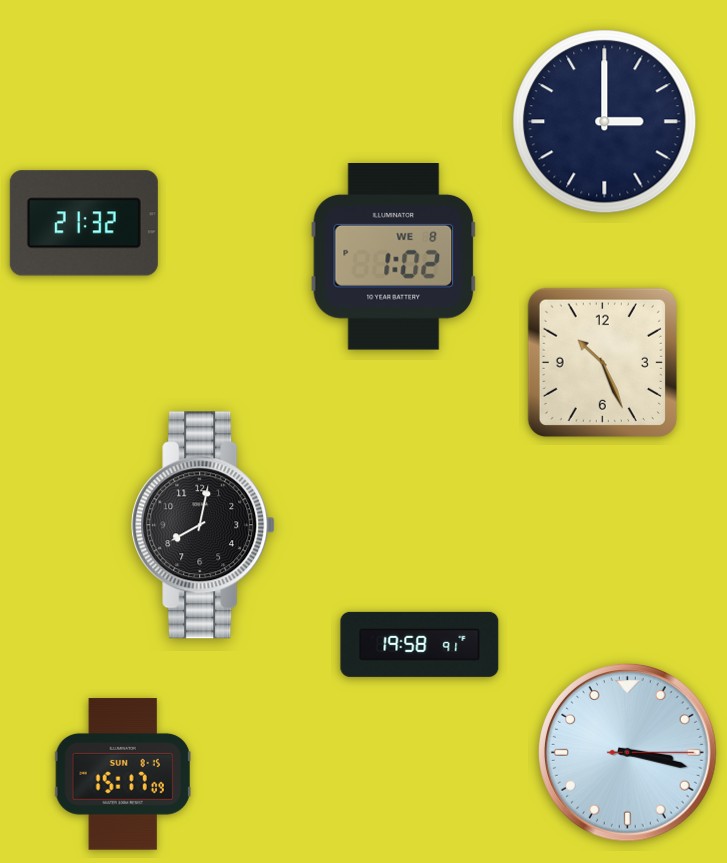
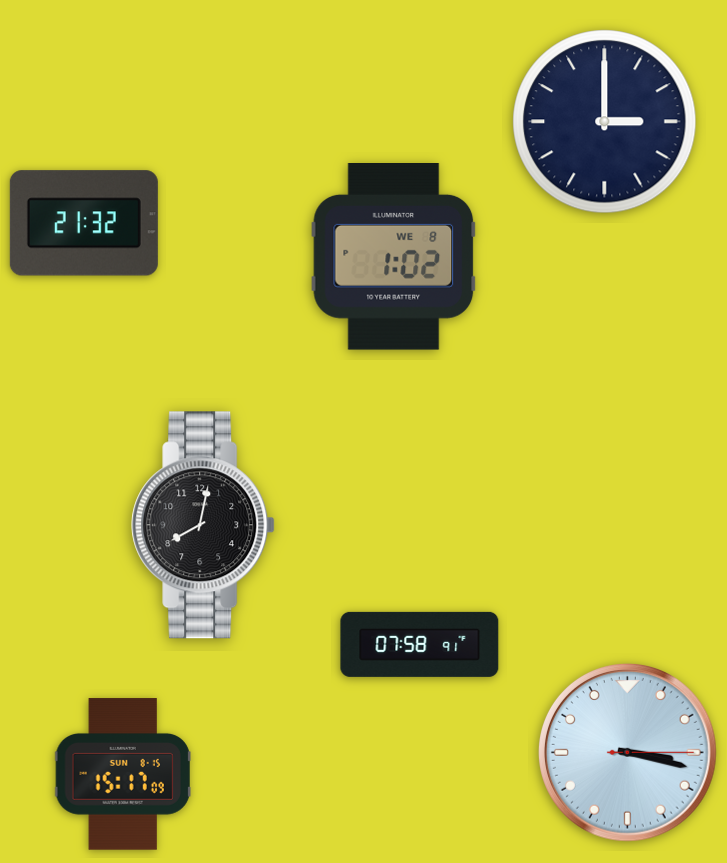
clock at (602, 362): 10:26 -> none
clock at (420, 644): 19:58 -> 07:58
